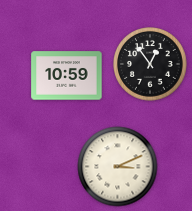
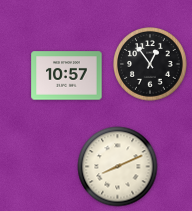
clock at (67, 76): 10:59 -> 10:57
clock at (118, 167): 3:11 -> 8:11
